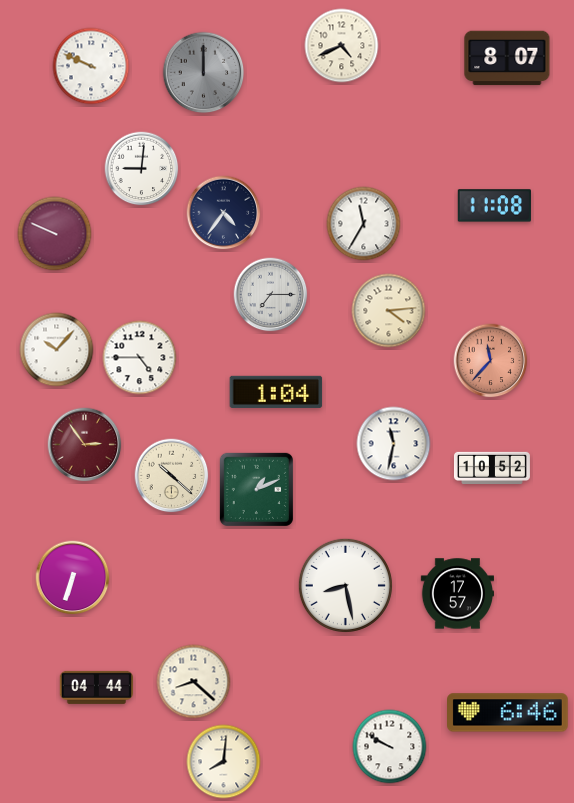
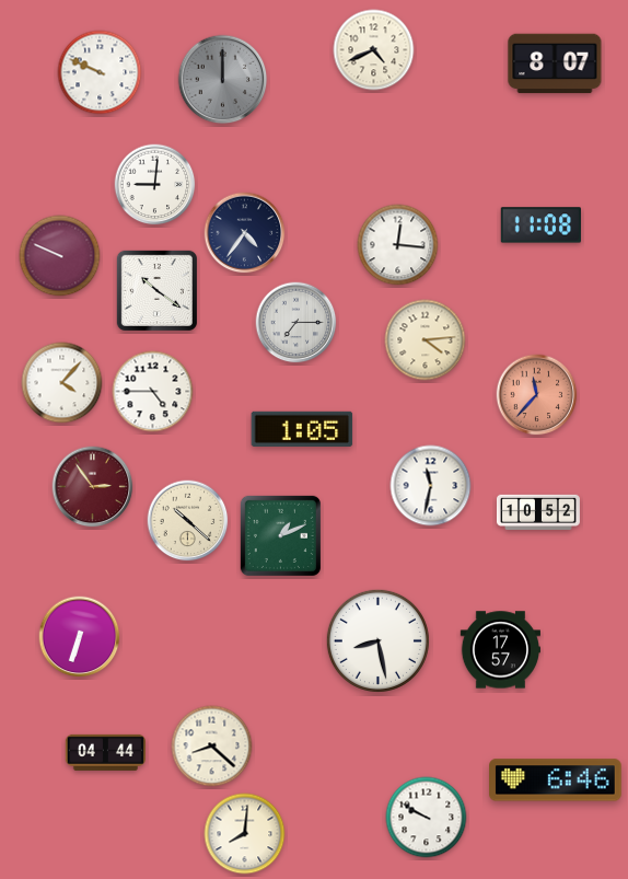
clock at (364, 224): 11:35 -> 12:16
clock at (156, 290): none -> 10:21
clock at (57, 350): 10:07 -> 4:07
clock at (276, 392): 1:04 -> 1:05
clock at (73, 578) position: (73, 578) -> (80, 637)
